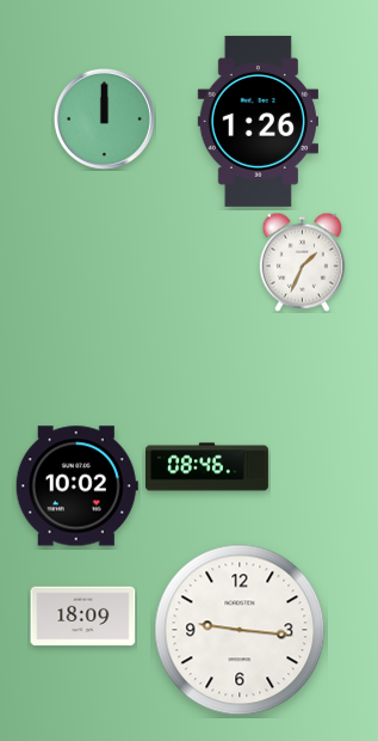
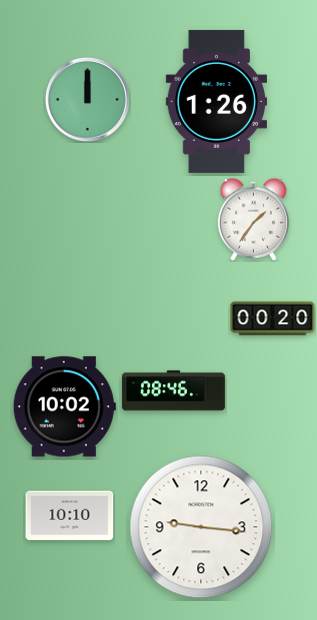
clock at (302, 262): 1:34 -> 1:36
clock at (273, 319): none -> 00:20
clock at (83, 617): 18:09 -> 10:10
